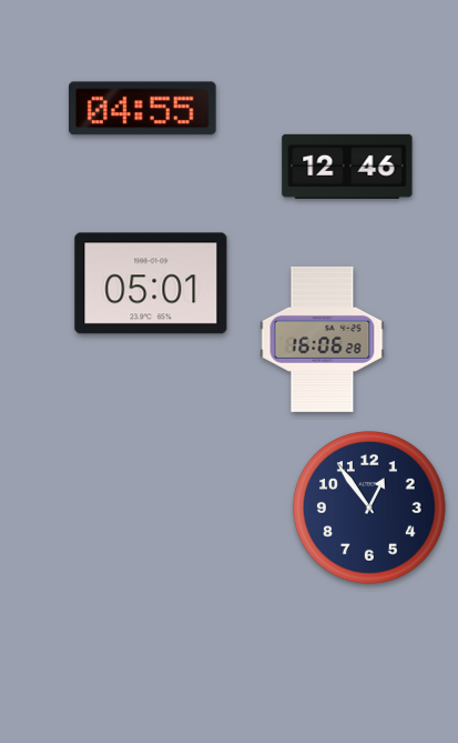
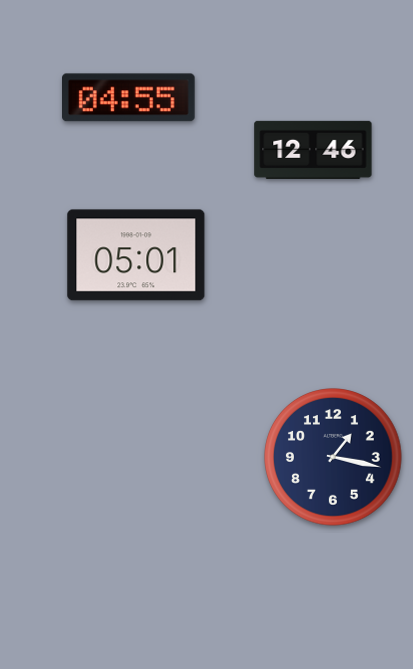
clock at (323, 339): 16:06 -> none
clock at (369, 508): 12:54 -> 1:17
